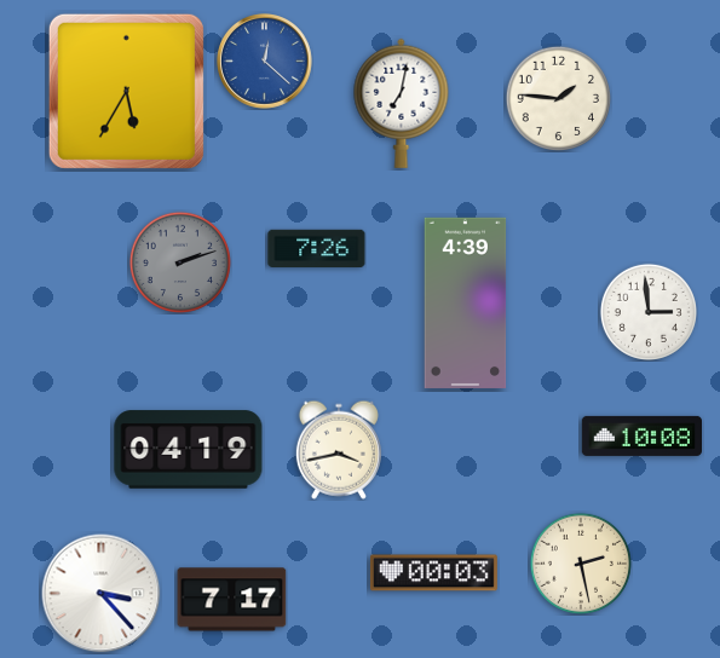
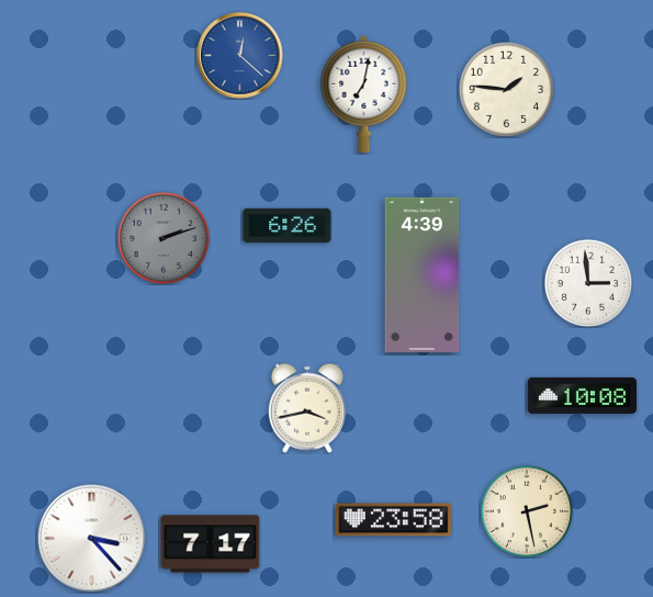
clock at (126, 91): 5:35 -> none
clock at (317, 248): 7:26 -> 6:26
clock at (189, 450): 04:19 -> none
clock at (433, 573): 00:03 -> 23:58
